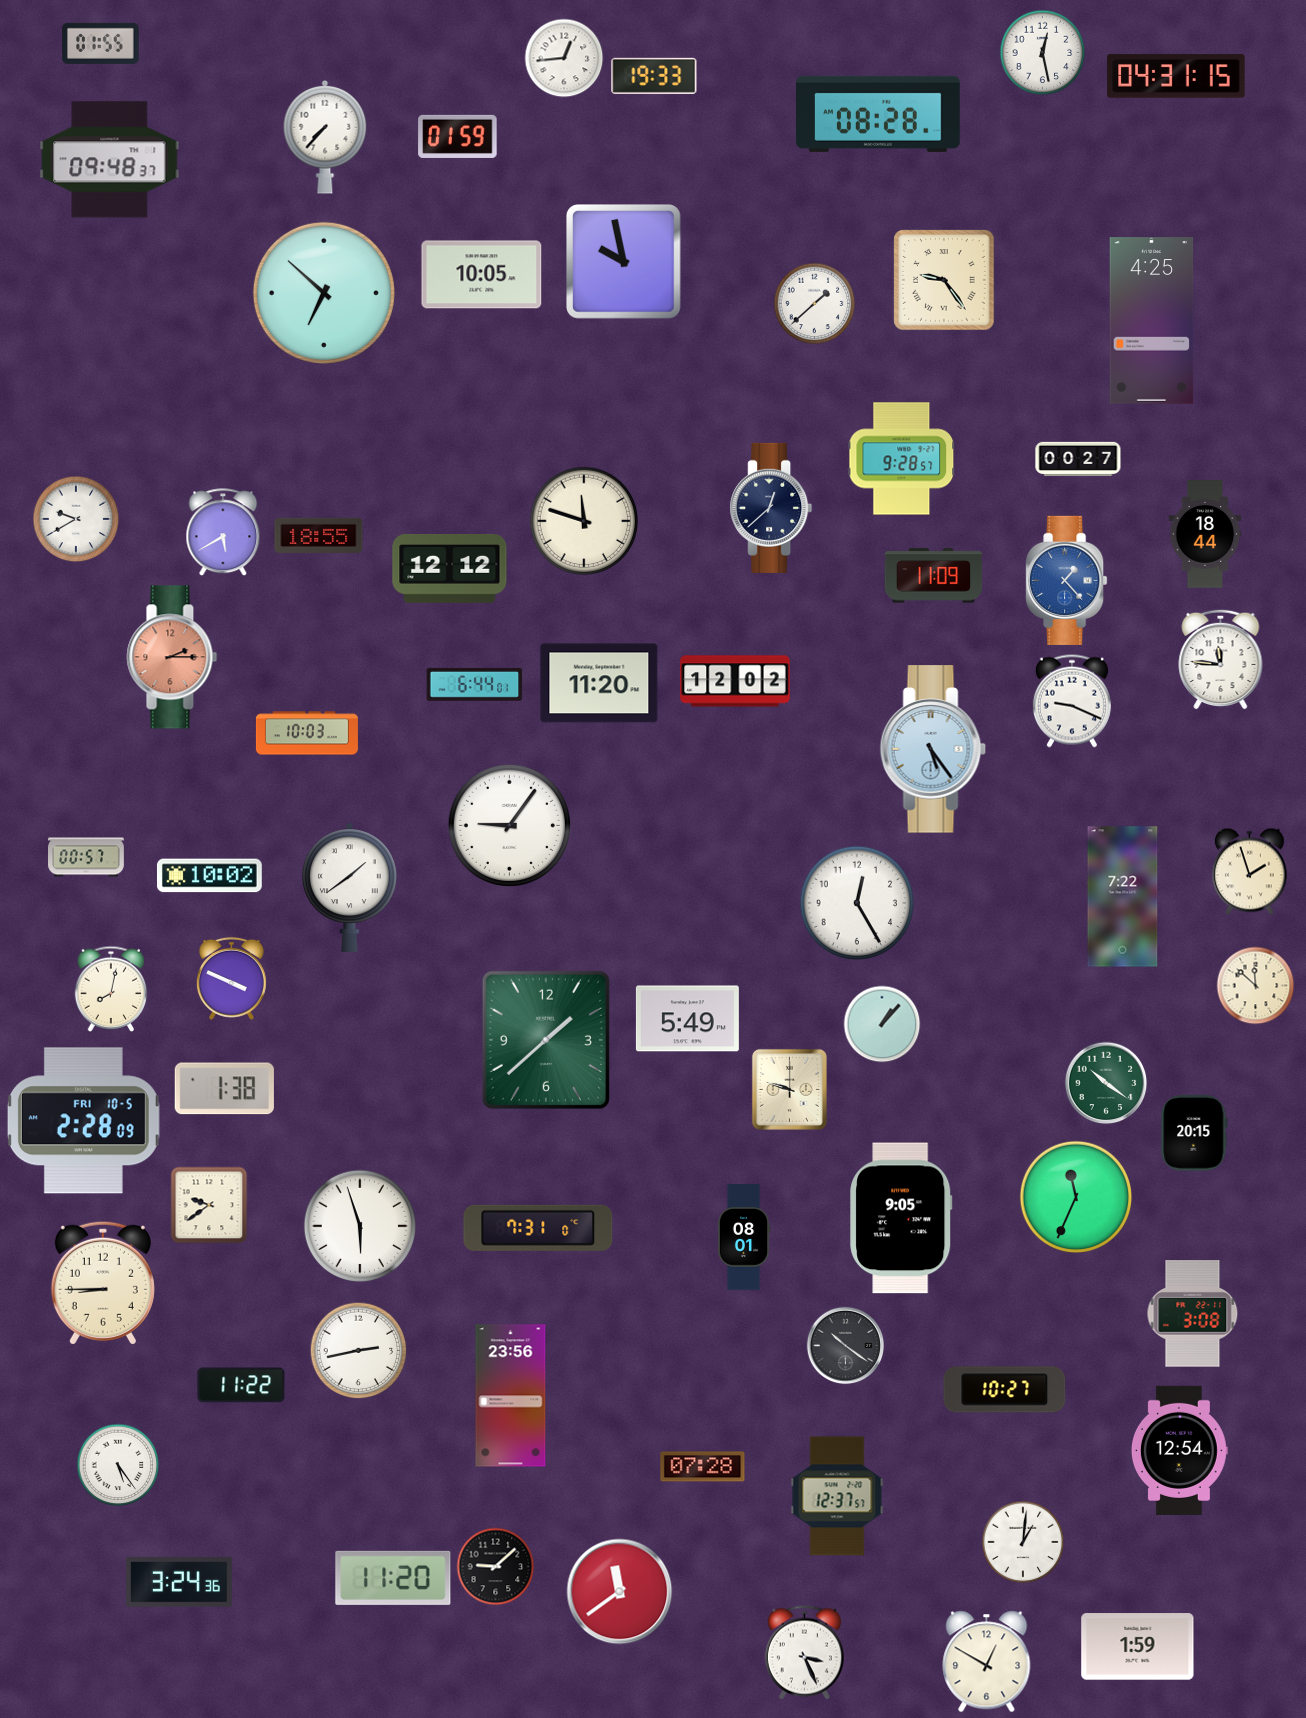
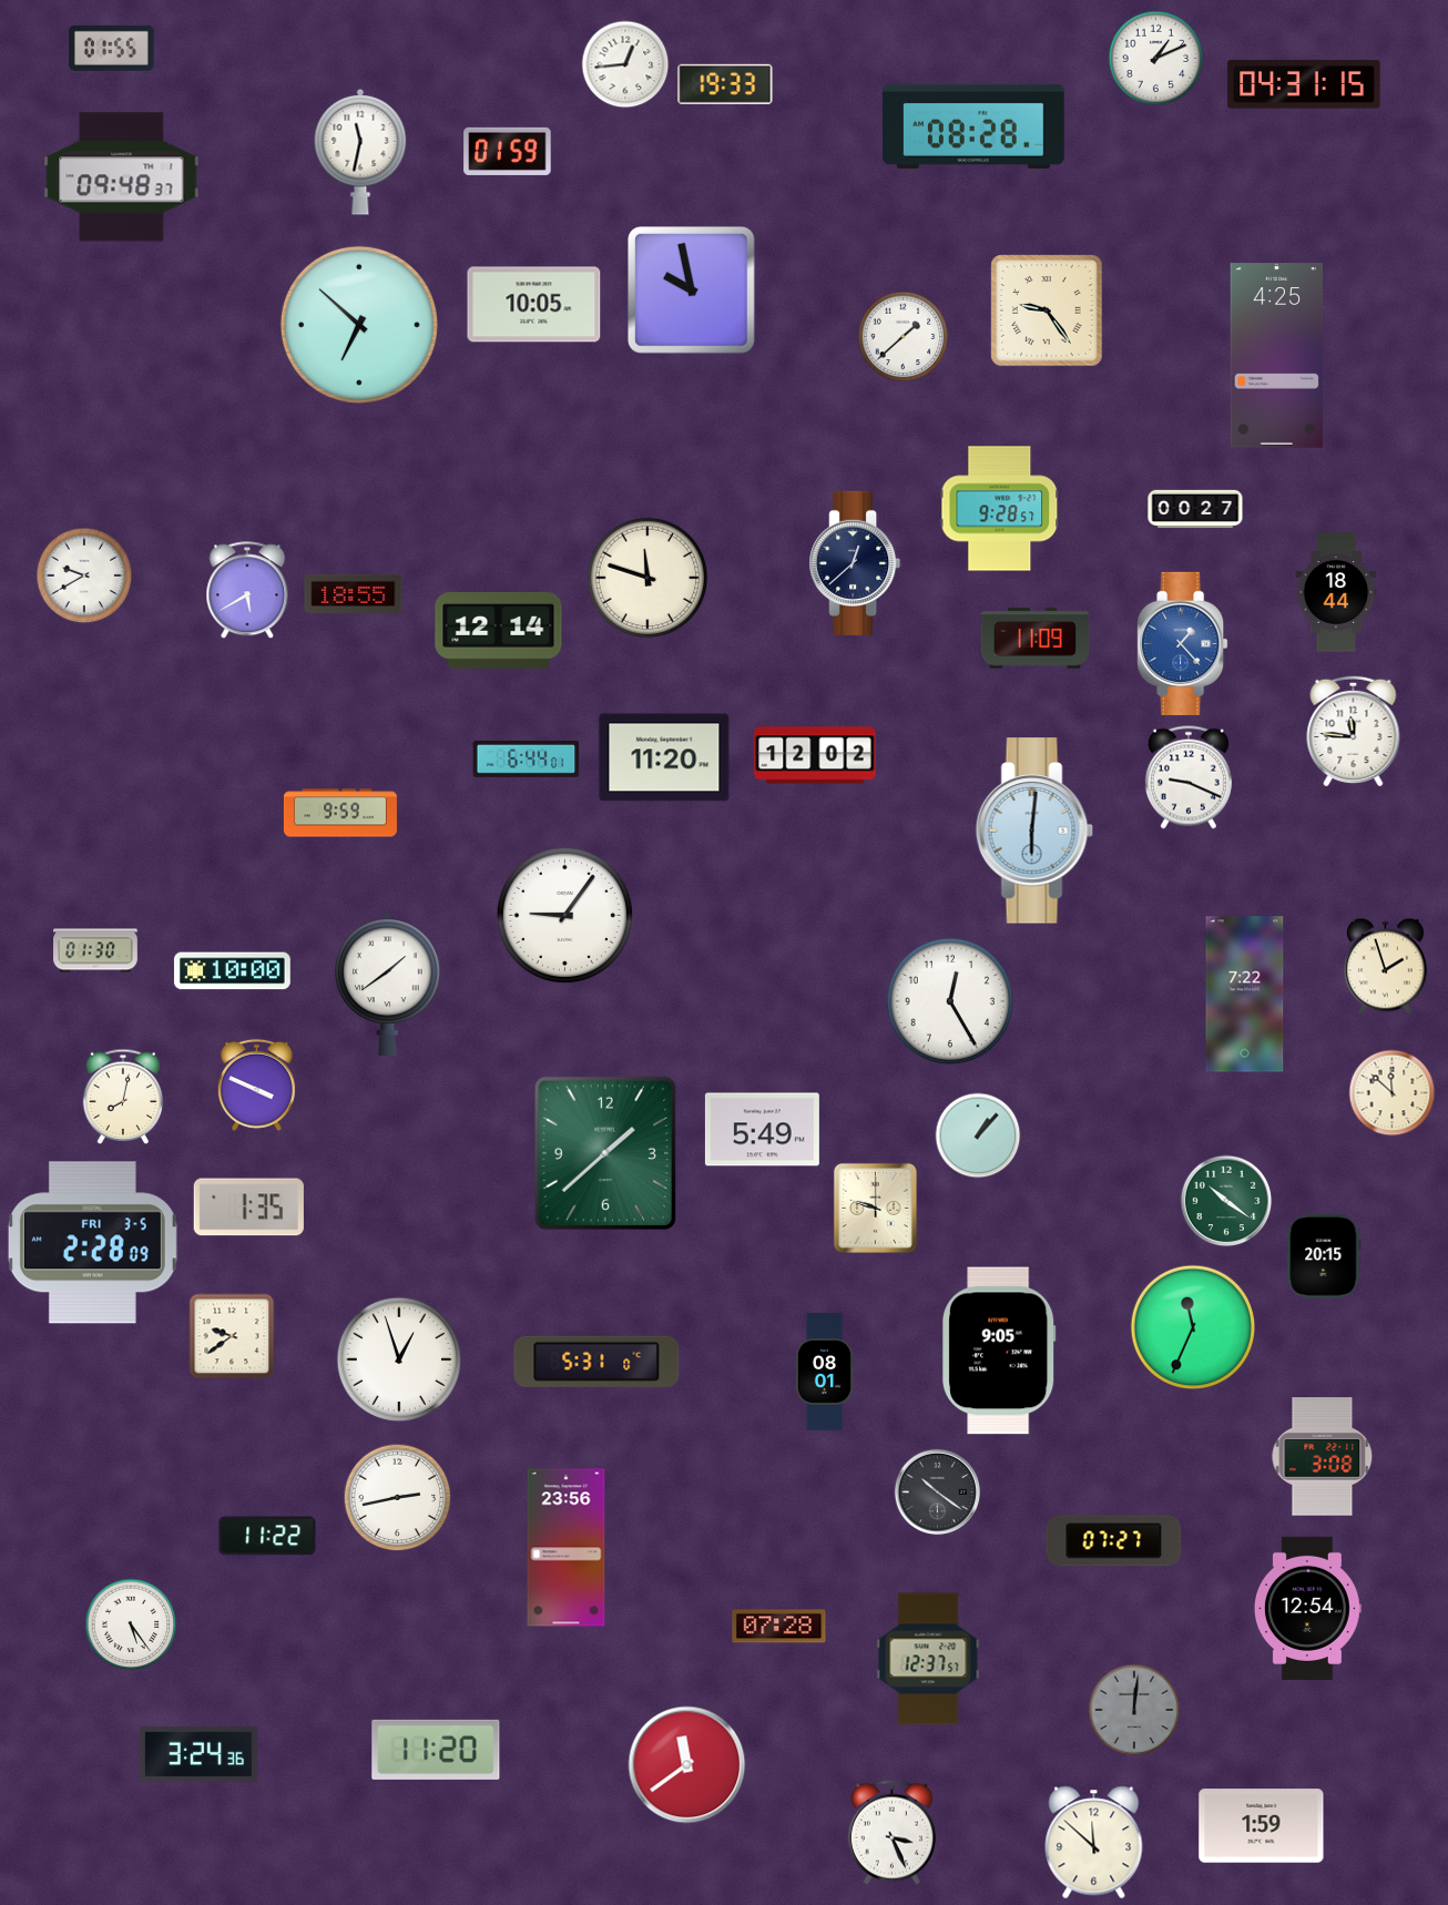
clock at (1043, 53): 12:28 -> 1:11
clock at (325, 137): 7:37 -> 11:32
clock at (450, 568): 12:12 -> 12:14
clock at (172, 657): 2:15 -> none
clock at (307, 733): 10:03 -> 9:59
clock at (933, 749): 5:24 -> 6:01
clock at (86, 857): 00:57 -> 01:30
clock at (209, 876): 10:02 -> 10:00
clock at (224, 1089): 1:38 -> 1:35
clock at (83, 1121) date: FRI 10-5 -> FRI 3-5
clock at (360, 1226): 5:57 -> 12:57
clock at (538, 1228): 7:31 -> 5:31
clock at (103, 1283): 8:45 -> none
clock at (1005, 1390): 10:27 -> 07:27
clock at (1023, 1542): 1:01 -> 12:01
clock at (1023, 1542) dial: white -> grey
clock at (496, 1567): 9:08 -> none
clock at (987, 1662): 12:50 -> 11:52
